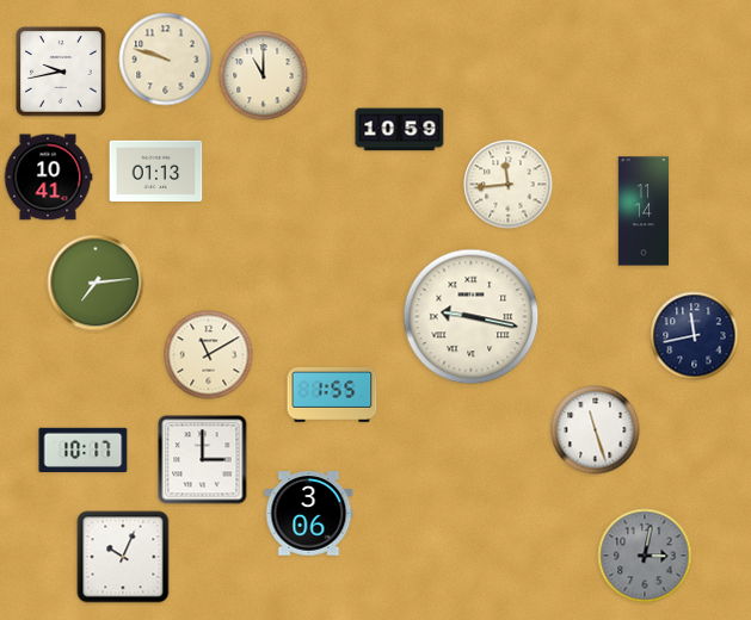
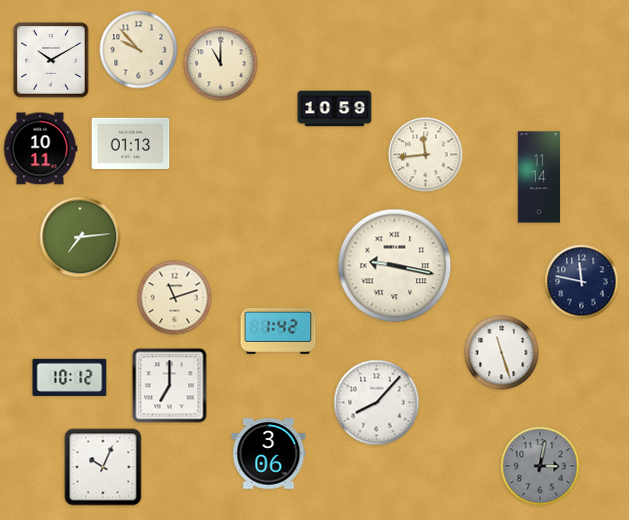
clock at (166, 60): 9:48 -> 9:53
clock at (61, 72): 9:43 -> 10:10
clock at (48, 178): 10:41 -> 10:11
clock at (695, 336): 11:43 -> 11:47
clock at (209, 355): 11:10 -> 11:12
clock at (332, 395): 1:55 -> 1:42
clock at (596, 430) position: (596, 430) -> (502, 353)
clock at (84, 449): 10:17 -> 10:12
clock at (203, 460): 3:00 -> 7:00
clock at (377, 403): none -> 8:07
clock at (309, 514) position: (309, 514) -> (269, 454)
